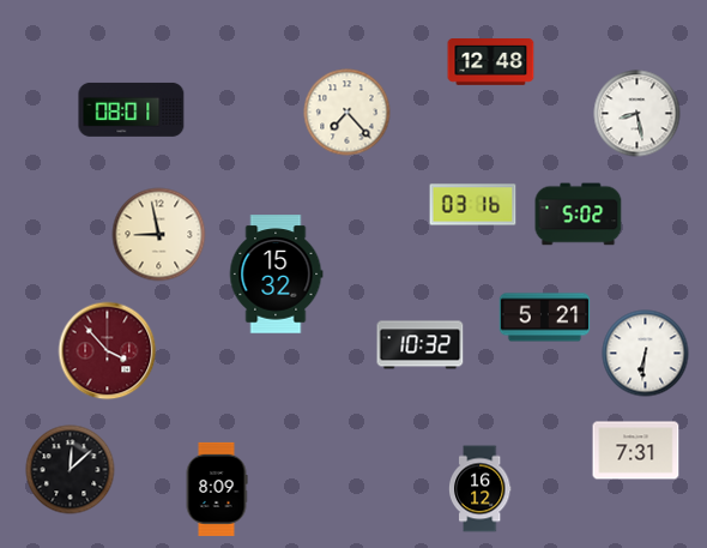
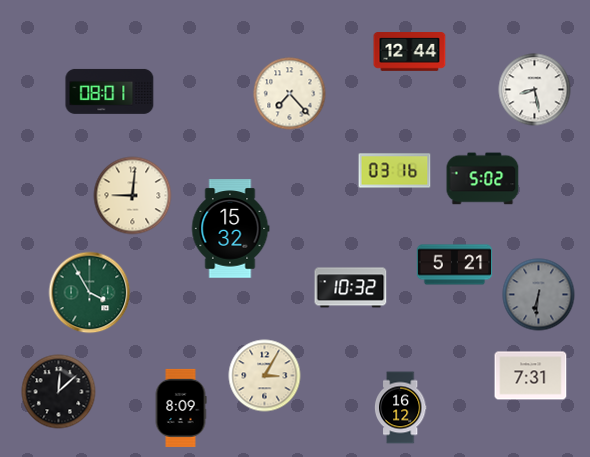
clock at (491, 62): 12:48 -> 12:44
clock at (637, 114) position: (637, 114) -> (535, 90)
clock at (159, 235): 8:58 -> 9:01
clock at (108, 351): 3:53 -> 3:55
clock at (108, 351) dial: burgundy -> green
clock at (646, 354) dial: white -> grey
clock at (265, 376): none -> 3:05
